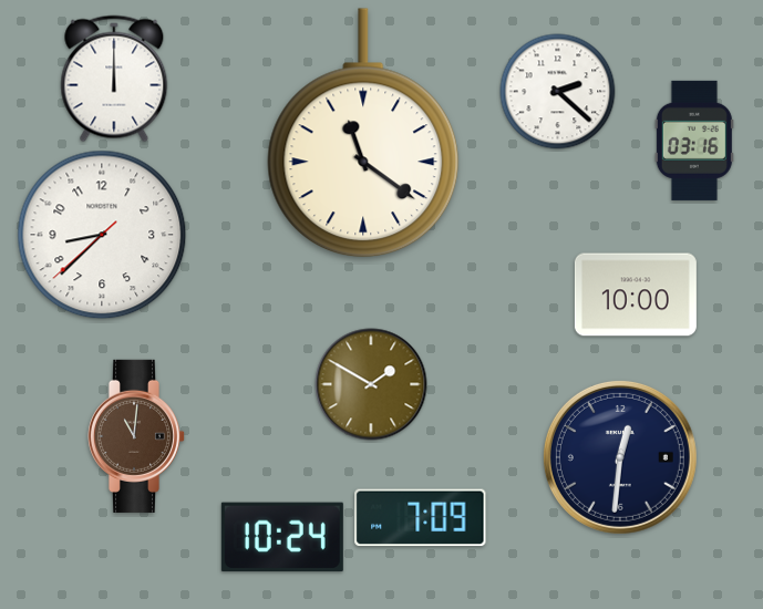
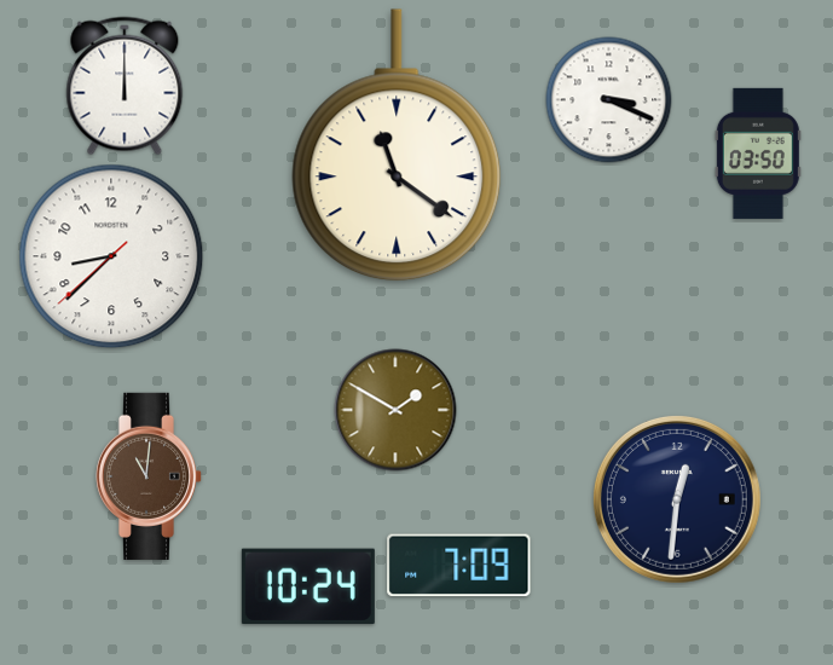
clock at (558, 92): 2:22 -> 3:19
clock at (694, 141): 03:16 -> 03:50
clock at (636, 295): 10:00 -> none
clock at (371, 384) position: (371, 384) -> (395, 410)
